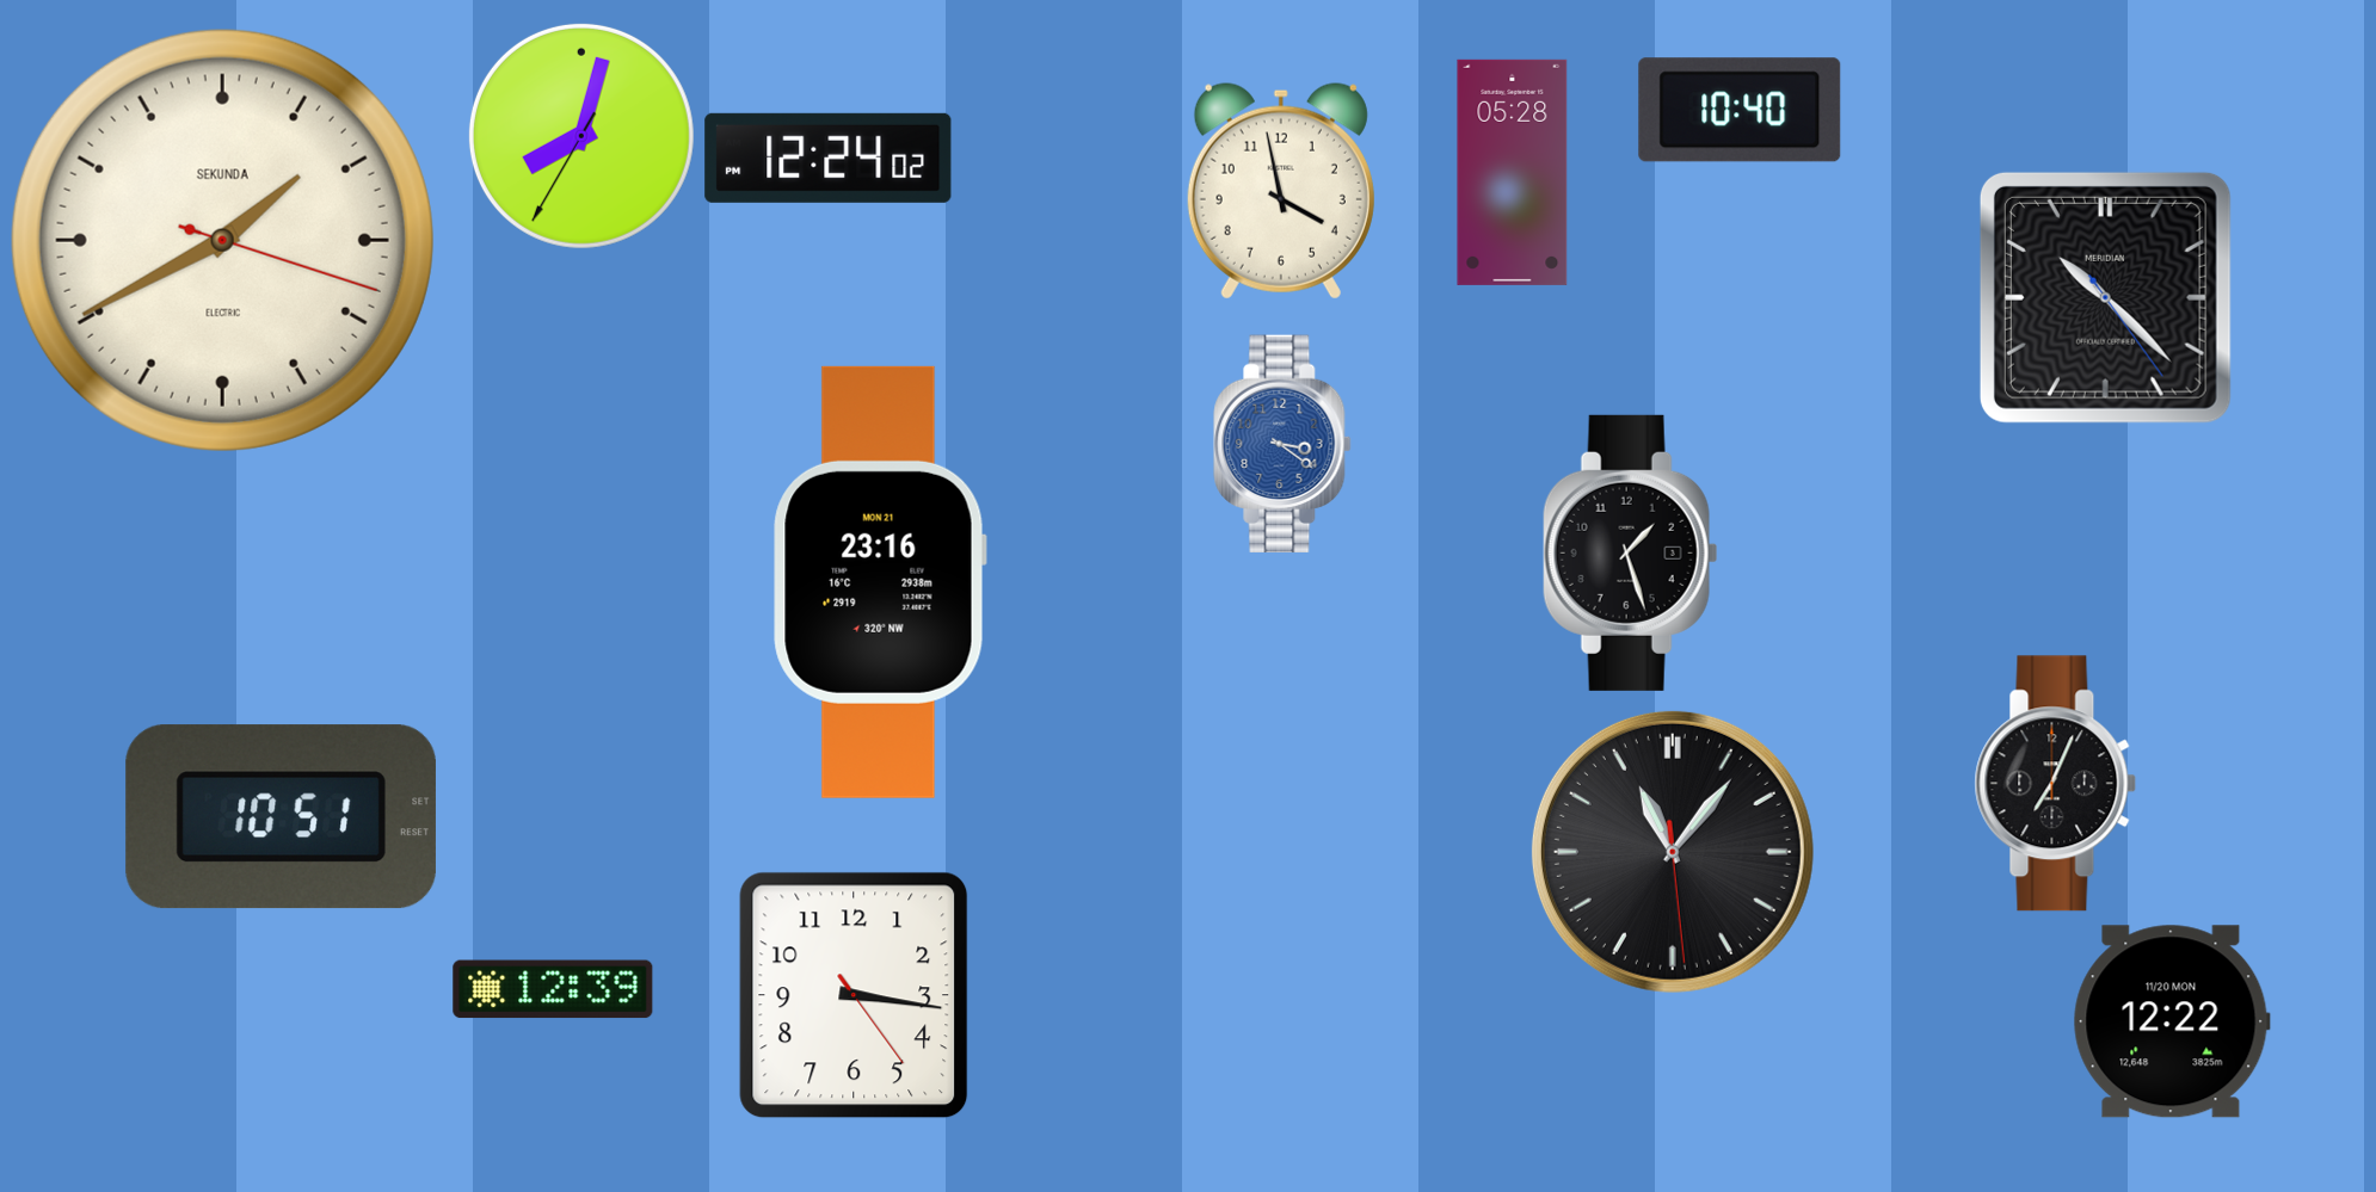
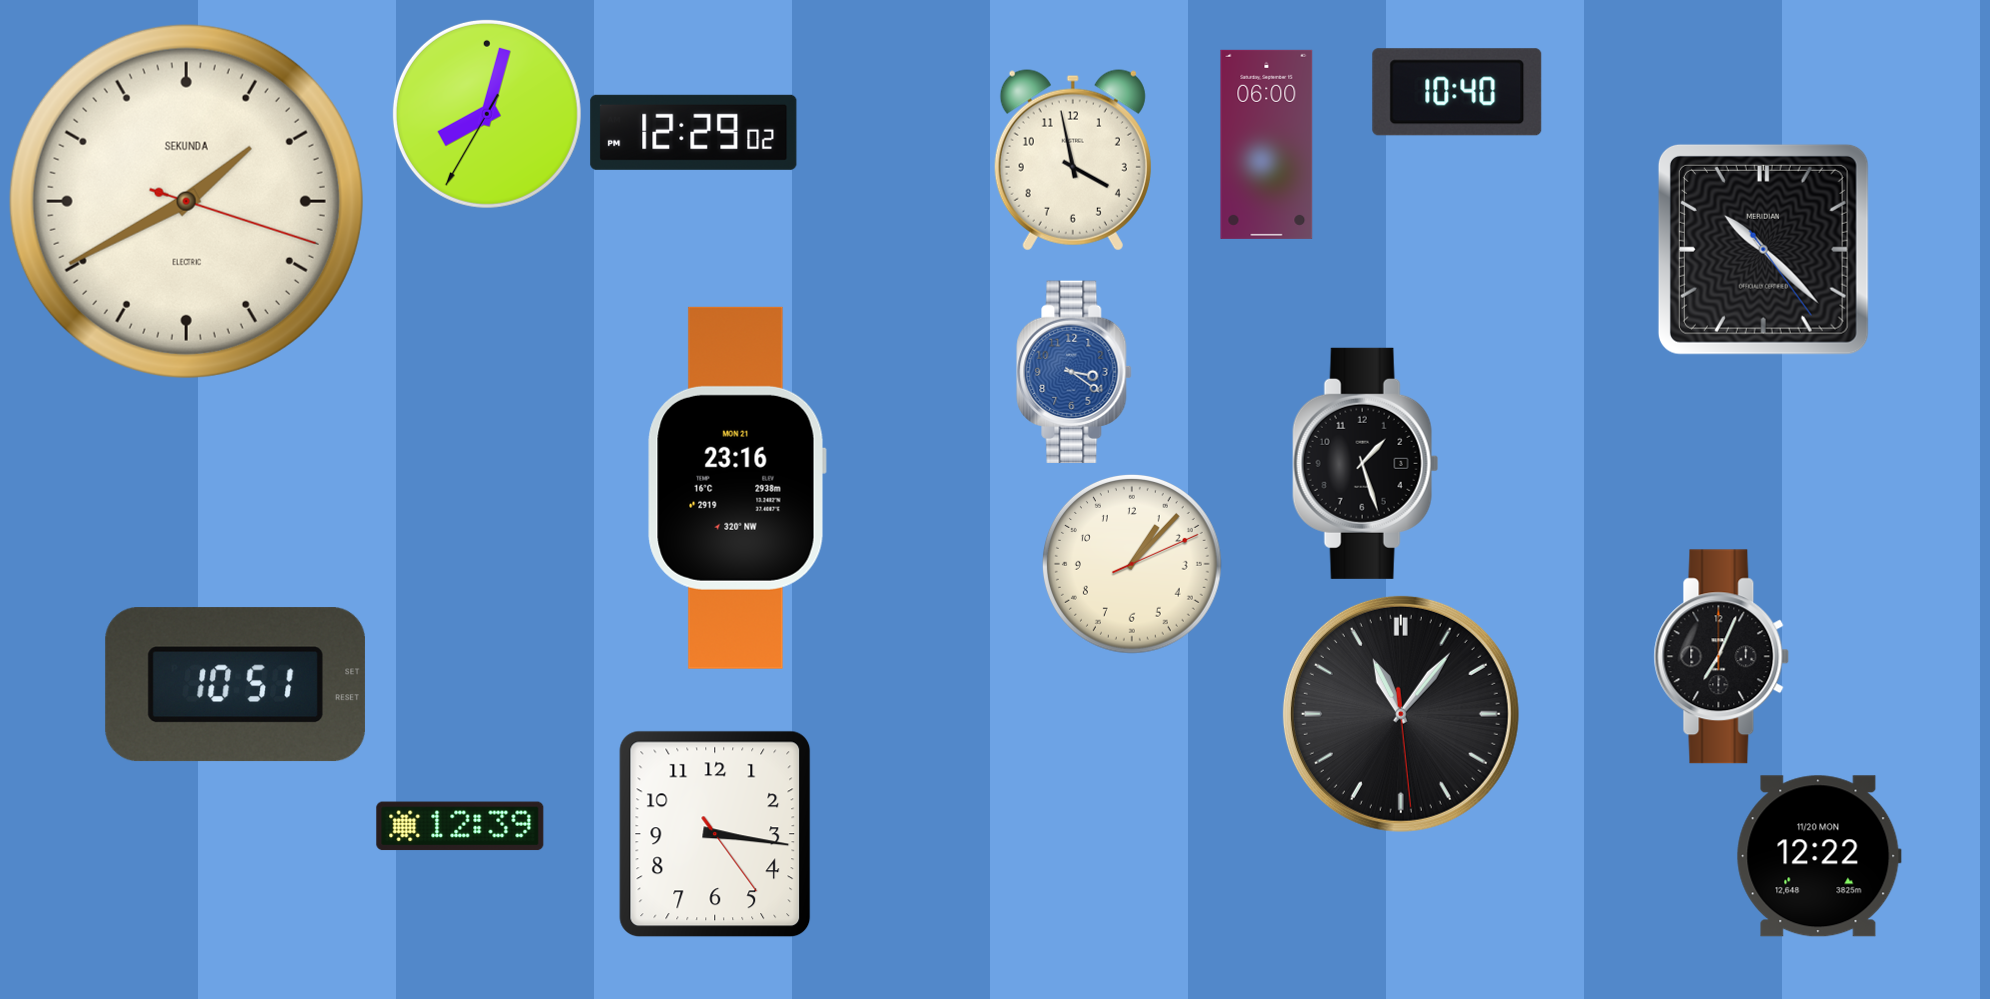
clock at (829, 158): 12:24 -> 12:29
clock at (1513, 172): 05:28 -> 06:00
clock at (1132, 564): none -> 1:07
clock at (553, 989) position: (553, 989) -> (460, 826)
